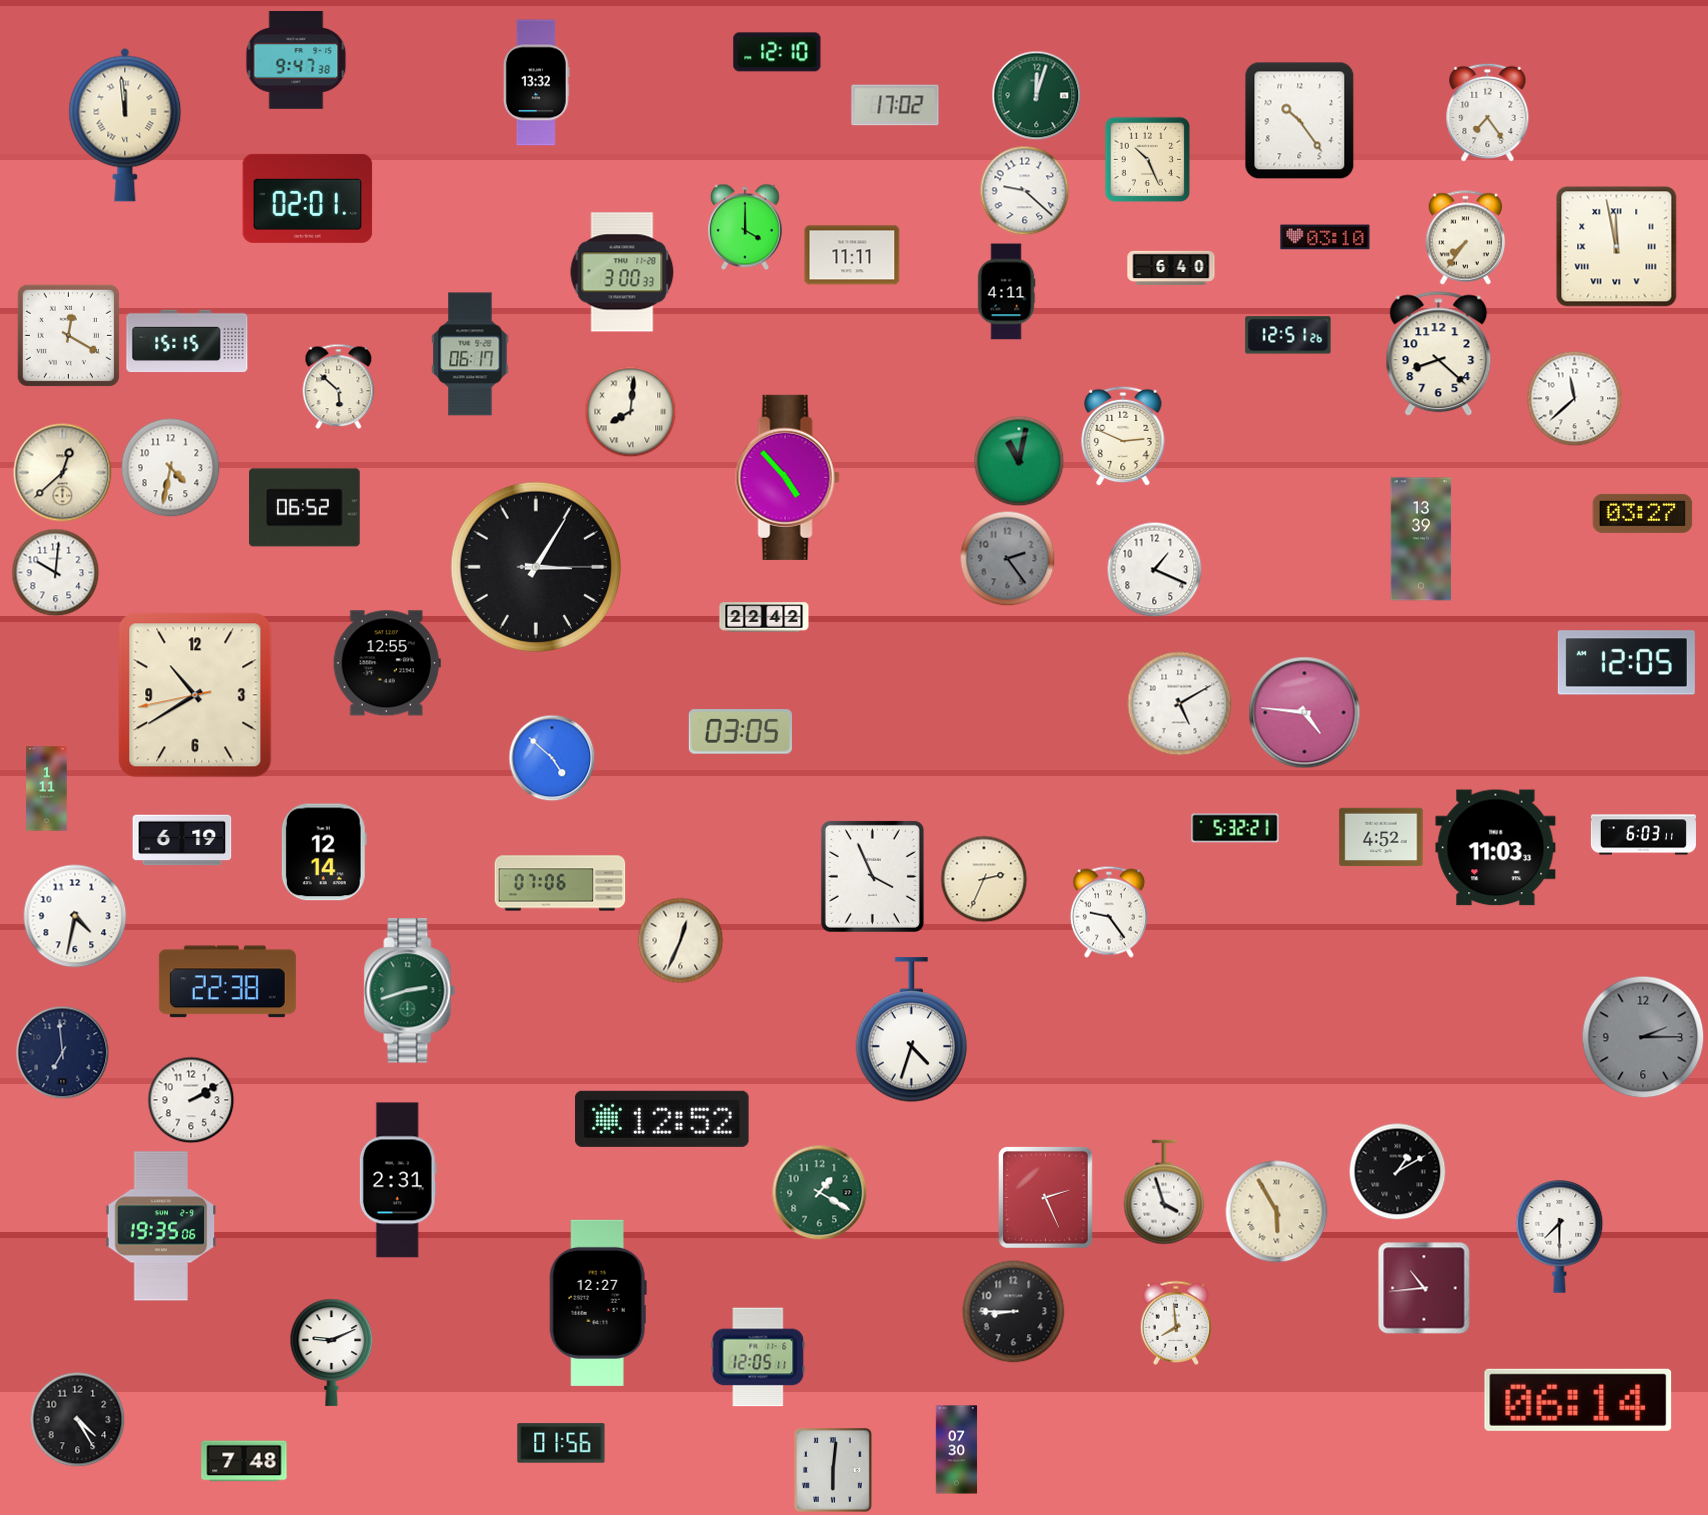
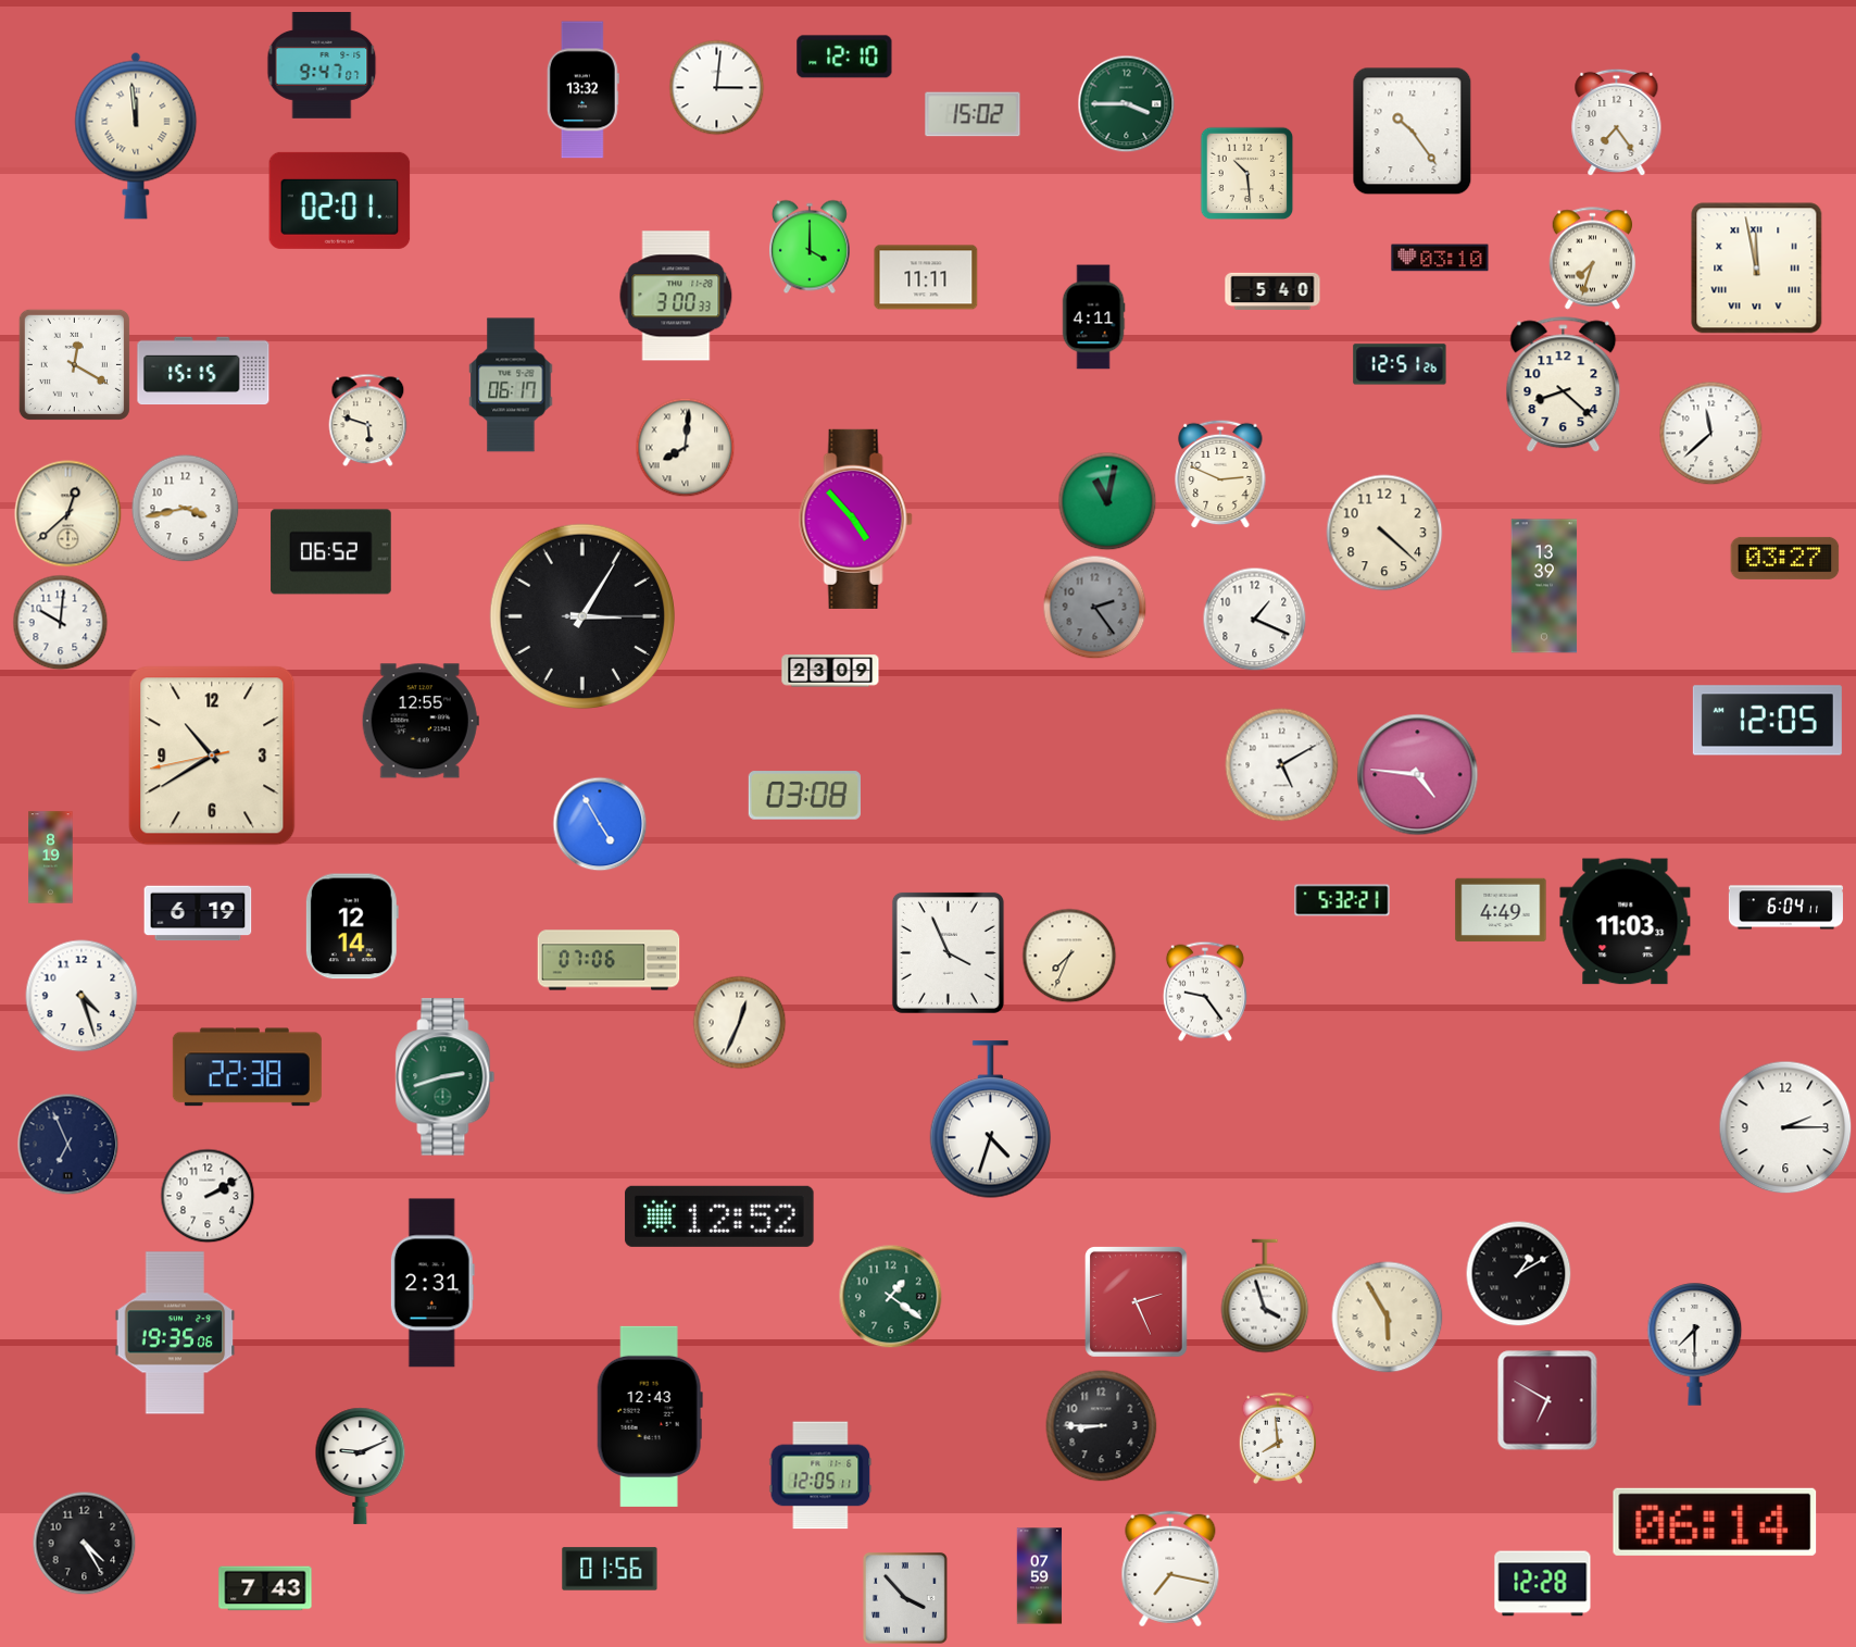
clock at (296, 61): 9:47:38 -> 9:47:07
clock at (717, 88): none -> 3:01
clock at (1037, 96): 12:03 -> 3:45
clock at (895, 105): 17:02 -> 15:02
clock at (1148, 160): 10:26 -> 10:29
clock at (1025, 191): 9:22 -> none
clock at (308, 198) position: (308, 198) -> (340, 200)
clock at (1466, 238): 7:36 -> 7:33
clock at (1171, 267): 6:40 -> 5:40
clock at (339, 387): 5:52 -> 5:48
clock at (171, 468): 4:32 -> 3:43
clock at (1384, 533): none -> 4:22
clock at (764, 617): 22:42 -> 23:09
clock at (740, 732): 03:05 -> 03:08
clock at (552, 758): 4:52 -> 4:55
clock at (47, 789): 1:11 -> 8:19
clock at (1643, 835): 6:03 -> 6:04
clock at (1381, 837): 4:52 -> 4:49
clock at (984, 879): 2:34 -> 7:34
clock at (75, 916): 4:32 -> 4:27
clock at (1643, 1037) dial: grey -> white
clock at (63, 1053): 6:59 -> 6:56
clock at (820, 1193): 1:20 -> 1:21
clock at (1424, 1288): 10:44 -> 6:50
clock at (598, 1303): 12:27 -> 12:43
clock at (332, 1352) position: (332, 1352) -> (361, 1465)
clock at (758, 1357) position: (758, 1357) -> (820, 1475)
clock at (1170, 1569): none -> 7:17
clock at (957, 1450): 07:30 -> 07:59
clock at (1543, 1584): none -> 12:28
clock at (244, 1461): 7:48 -> 7:43
clock at (833, 1470): 6:01 -> 3:53
